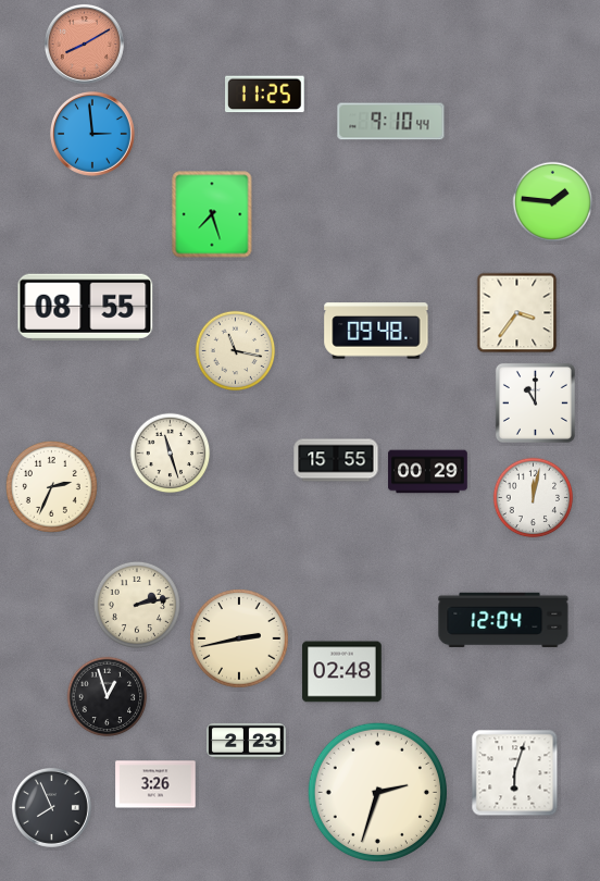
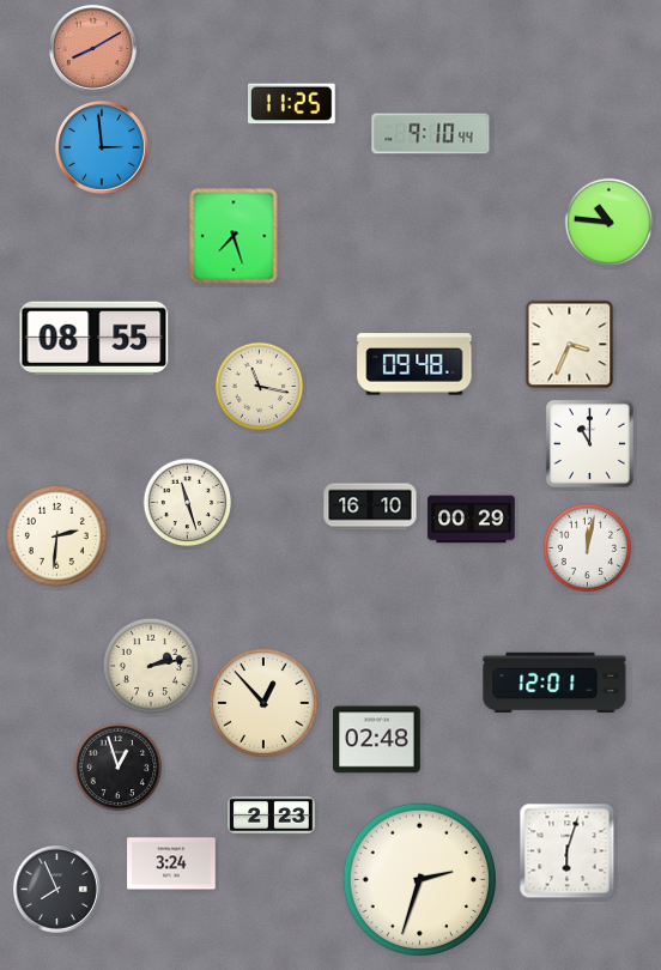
clock at (553, 202): 1:46 -> 10:46
clock at (517, 313): 3:36 -> 3:34
clock at (171, 454) position: (171, 454) -> (188, 503)
clock at (336, 460): 15:55 -> 16:10
clock at (51, 486): 2:34 -> 2:31
clock at (503, 620): 12:04 -> 12:01
clock at (239, 638): 2:43 -> 12:53
clock at (155, 784): 3:26 -> 3:24
clock at (377, 792) position: (377, 792) -> (419, 879)
